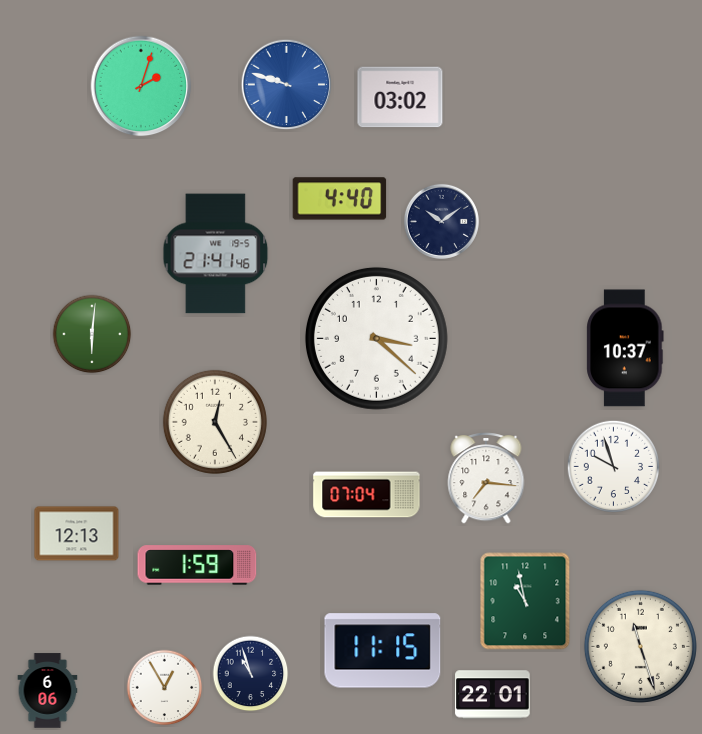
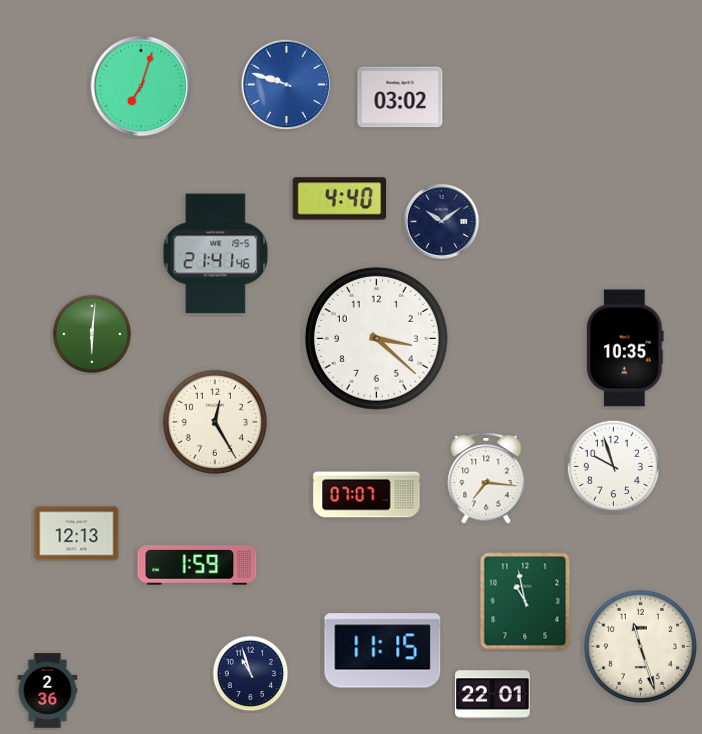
clock at (141, 86): 2:03 -> 7:03
clock at (625, 348): 10:37 -> 10:35
clock at (367, 495): 07:04 -> 07:07
clock at (165, 688): 12:55 -> none
clock at (48, 691): 6:06 -> 2:36
